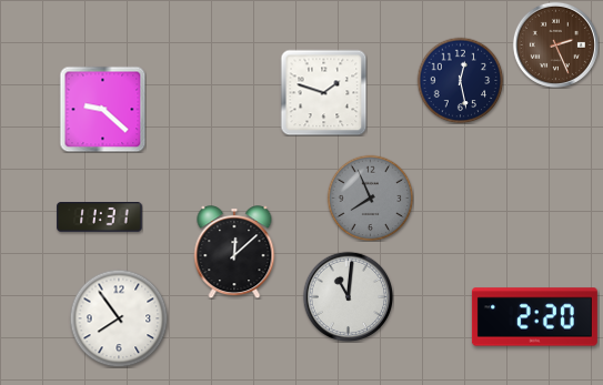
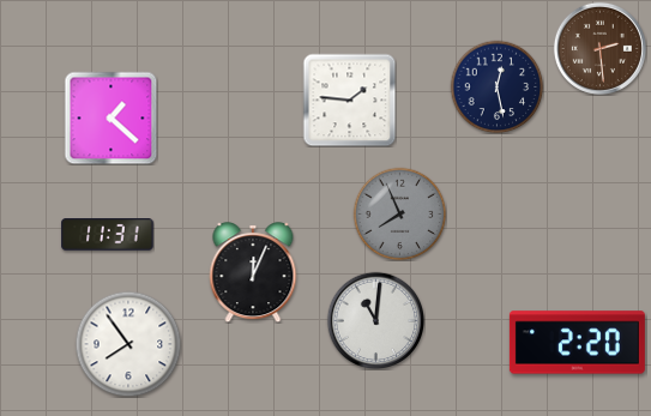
clock at (555, 44): 2:26 -> 2:29
clock at (323, 92): 1:48 -> 1:46
clock at (102, 109): 9:22 -> 1:22
clock at (234, 252): 12:08 -> 12:04
